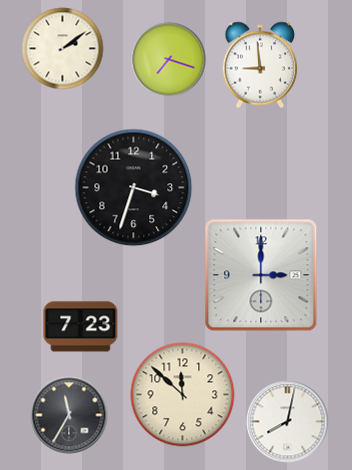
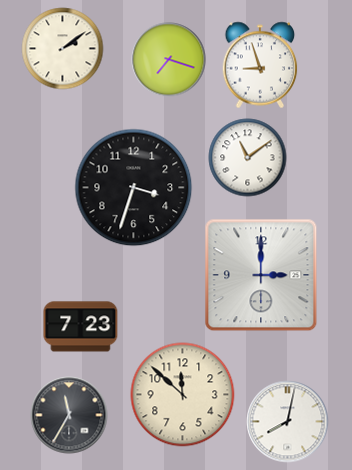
clock at (260, 65): 8:59 -> 8:57
clock at (248, 158): none -> 11:09
